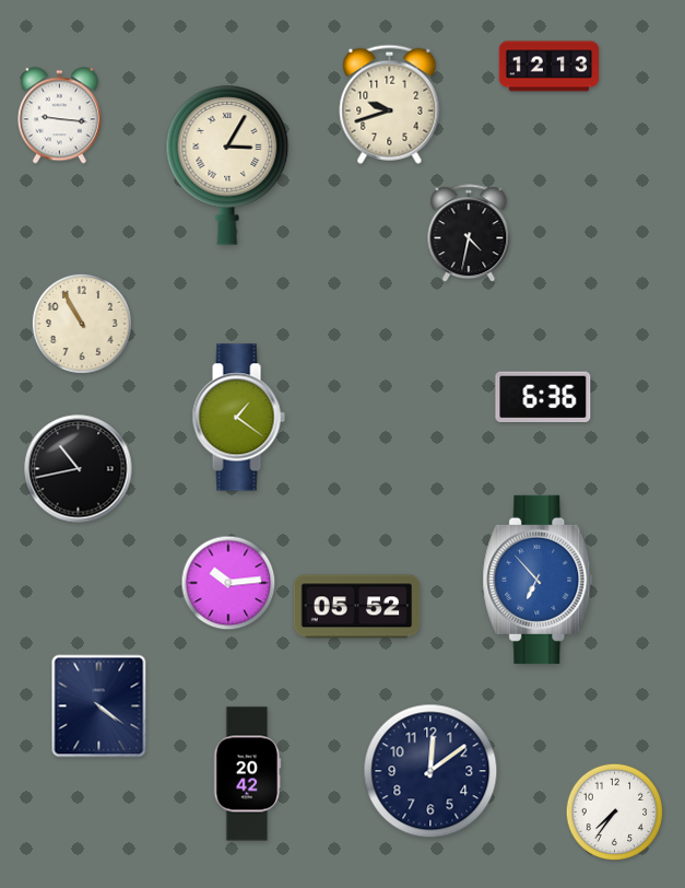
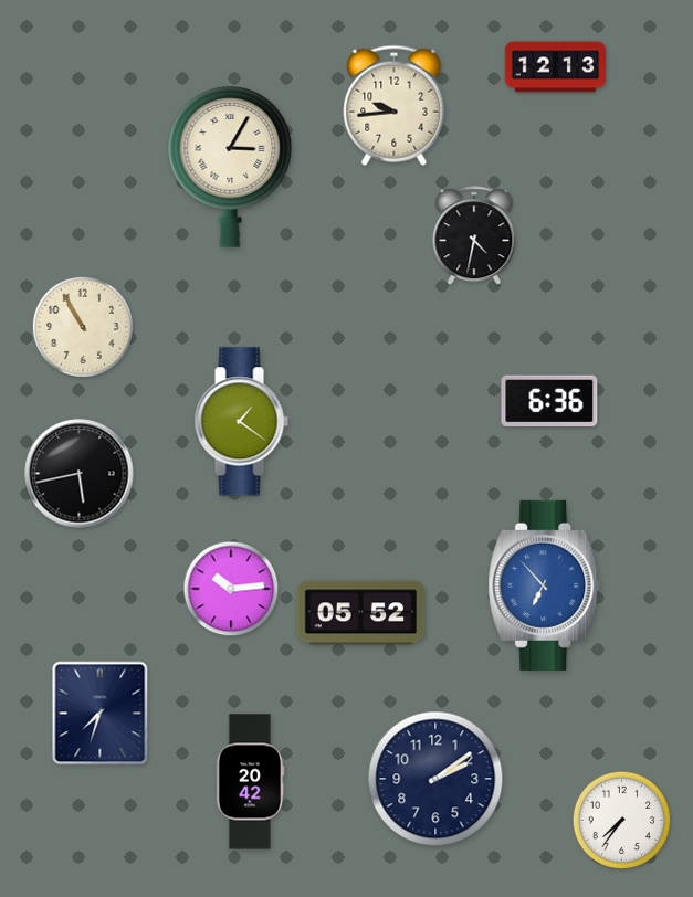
clock at (390, 104): 9:42 -> 9:44
clock at (59, 116): 9:16 -> none
clock at (79, 469): 10:43 -> 5:43
clock at (99, 706): 4:21 -> 7:33
clock at (430, 771): 12:09 -> 2:09
